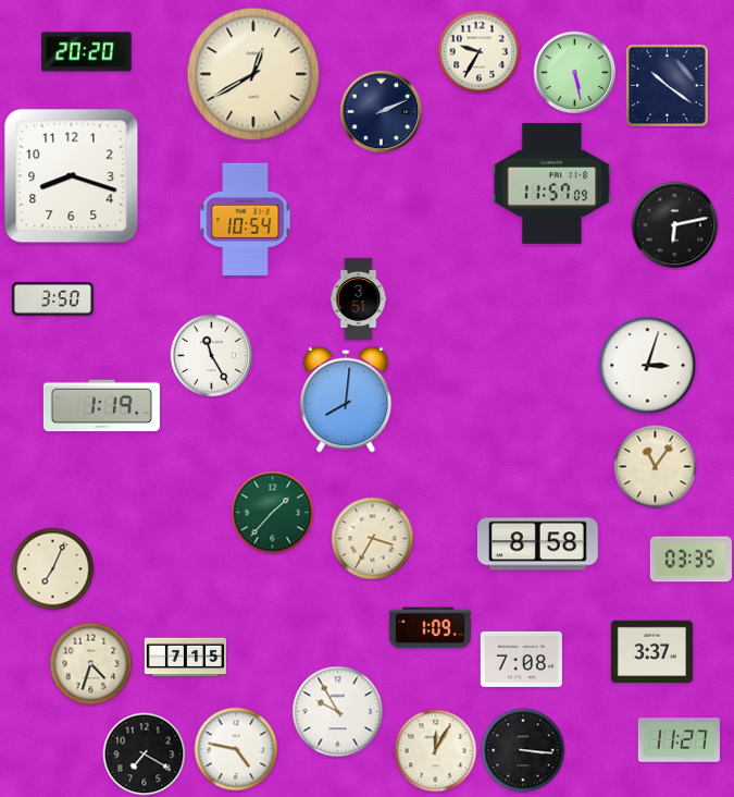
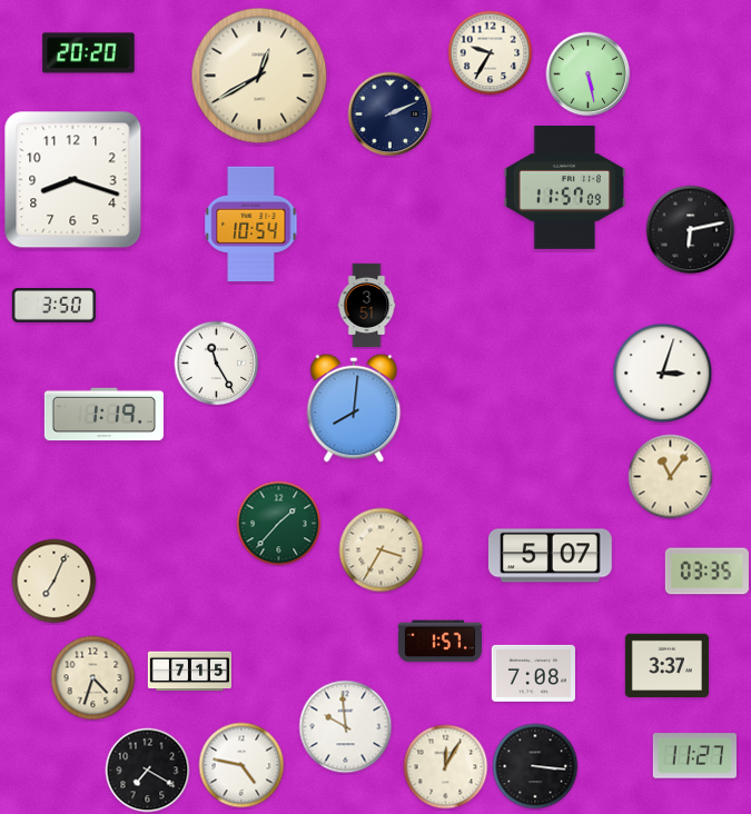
clock at (668, 86): 10:21 -> none
clock at (537, 544): 8:58 -> 5:07
clock at (430, 628): 1:09 -> 1:57
clock at (338, 712): 9:55 -> 9:59
